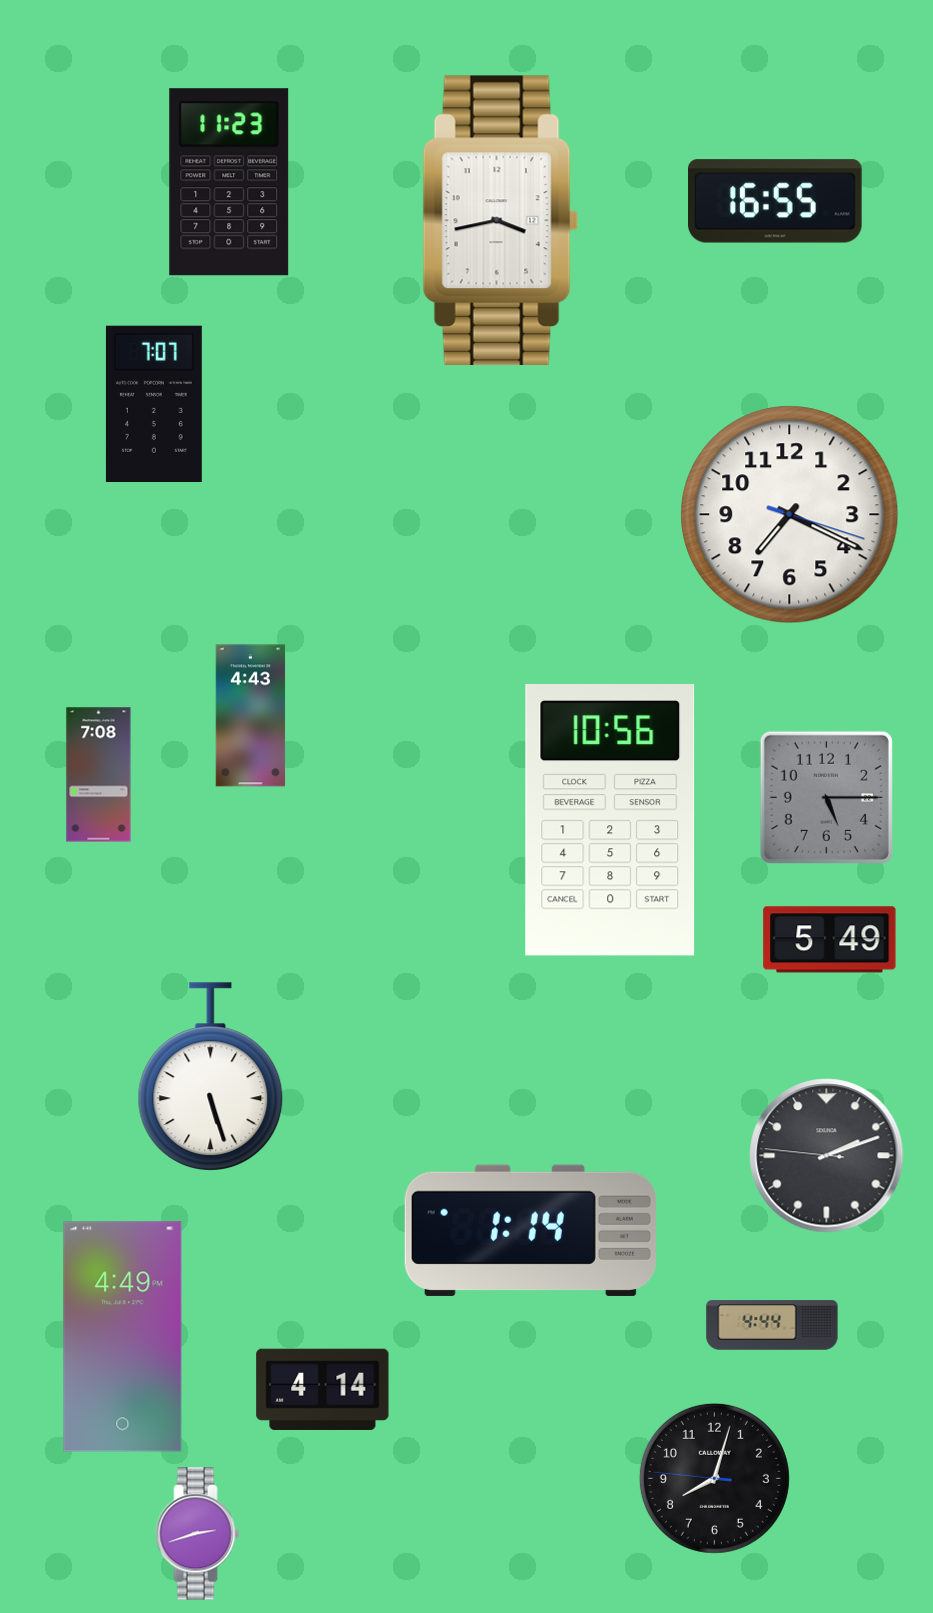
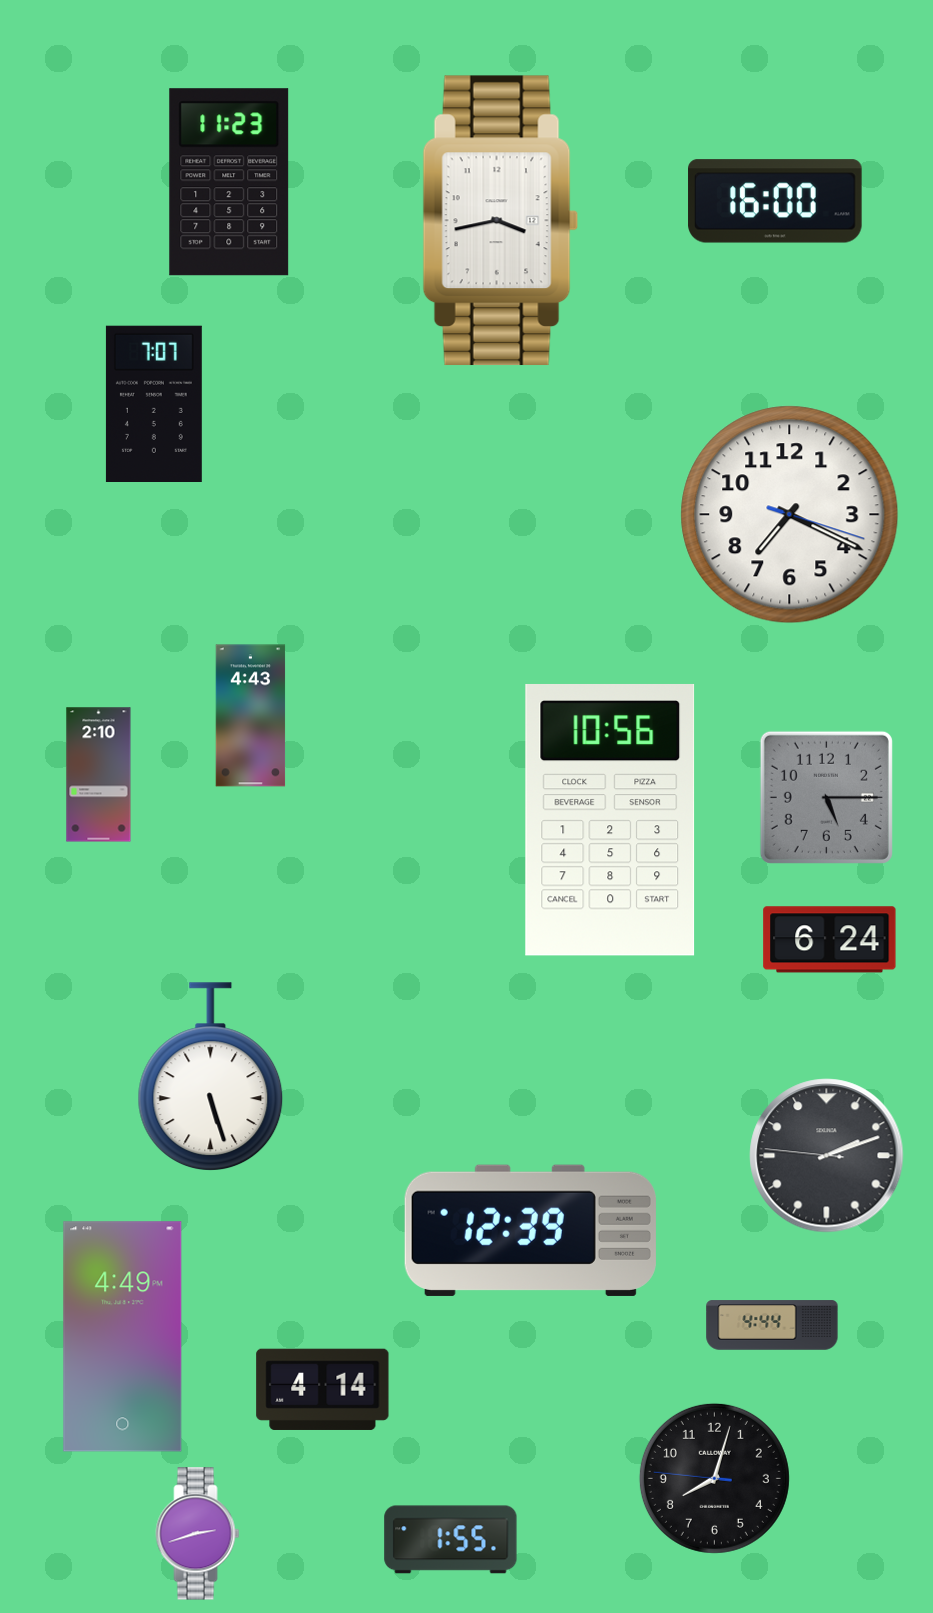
clock at (775, 201): 16:55 -> 16:00
clock at (99, 775): 7:08 -> 2:10
clock at (830, 940): 5:49 -> 6:24
clock at (530, 1230): 1:14 -> 12:39
clock at (451, 1540): none -> 1:55
